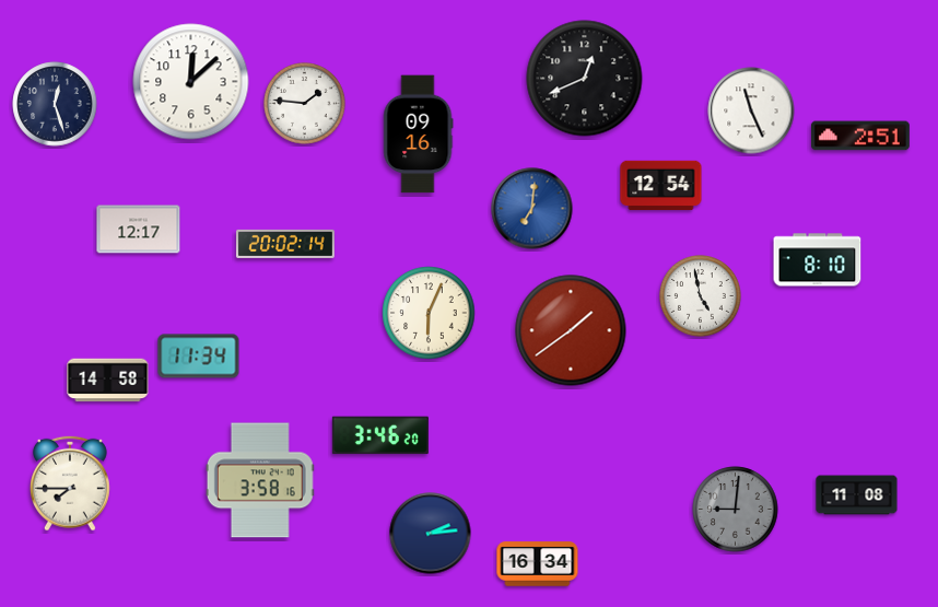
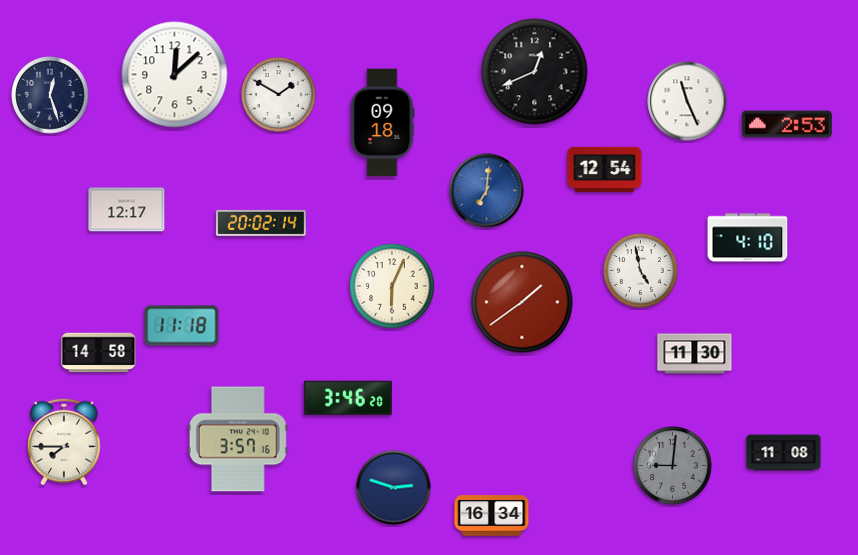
clock at (305, 104): 1:46 -> 1:50
clock at (419, 135): 09:16 -> 09:18
clock at (860, 136): 2:51 -> 2:53
clock at (818, 260): 8:10 -> 4:10
clock at (199, 357): 11:34 -> 11:18
clock at (108, 381) position: (108, 381) -> (99, 353)
clock at (695, 354): none -> 11:30
clock at (260, 480): 3:58 -> 3:57
clock at (431, 534): 2:14 -> 2:48
